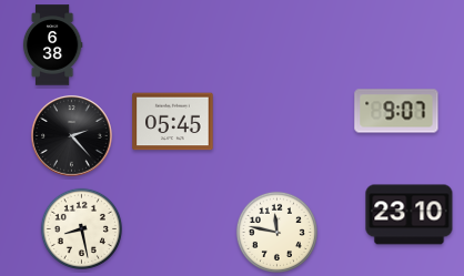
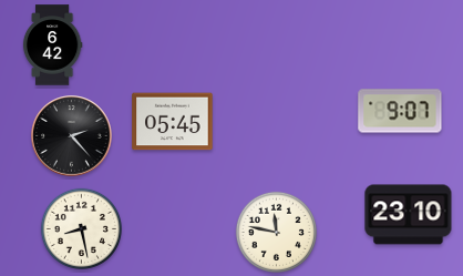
clock at (52, 45): 6:38 -> 6:42
clock at (396, 111) position: (396, 111) -> (400, 111)
